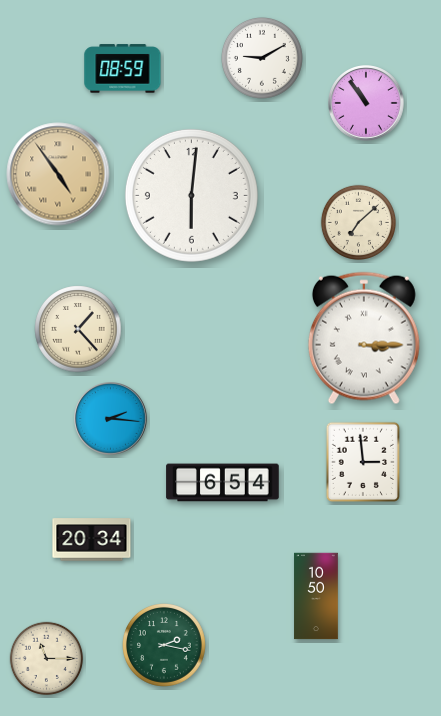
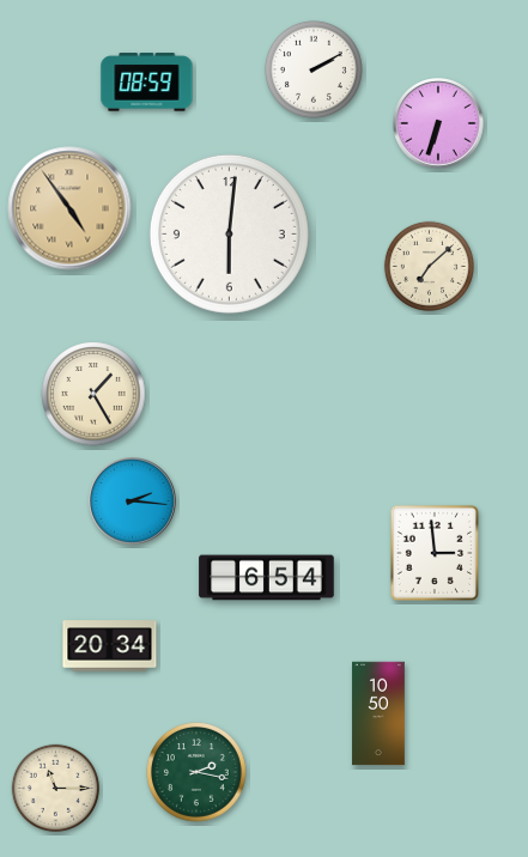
clock at (262, 58): 9:10 -> 2:10
clock at (367, 104): 10:54 -> 6:33
clock at (78, 329): 1:23 -> 1:25
clock at (364, 338): 3:15 -> none
